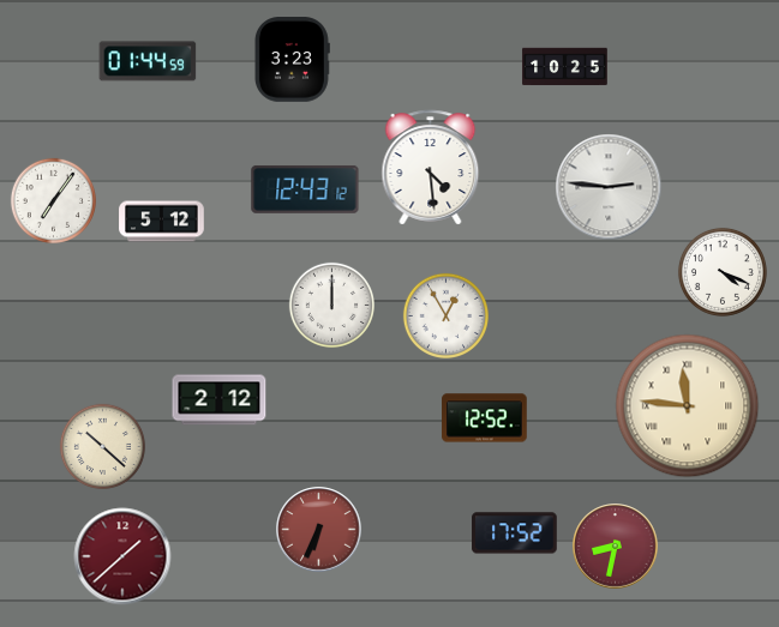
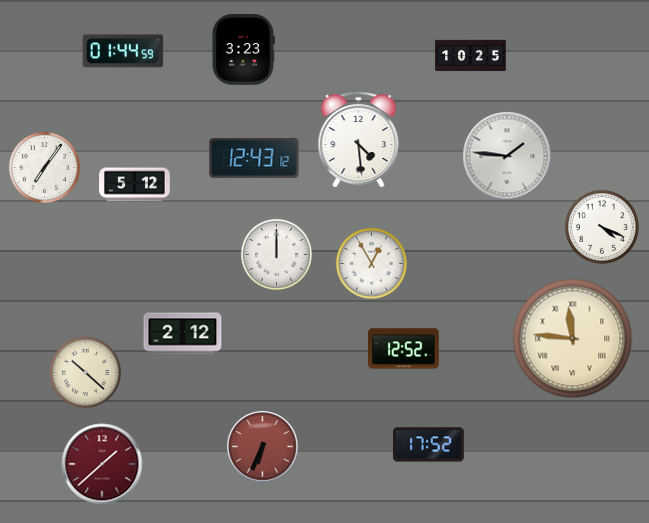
clock at (609, 187): 2:46 -> 1:46
clock at (319, 530) position: (319, 530) -> (263, 447)
clock at (616, 547): 8:32 -> none
